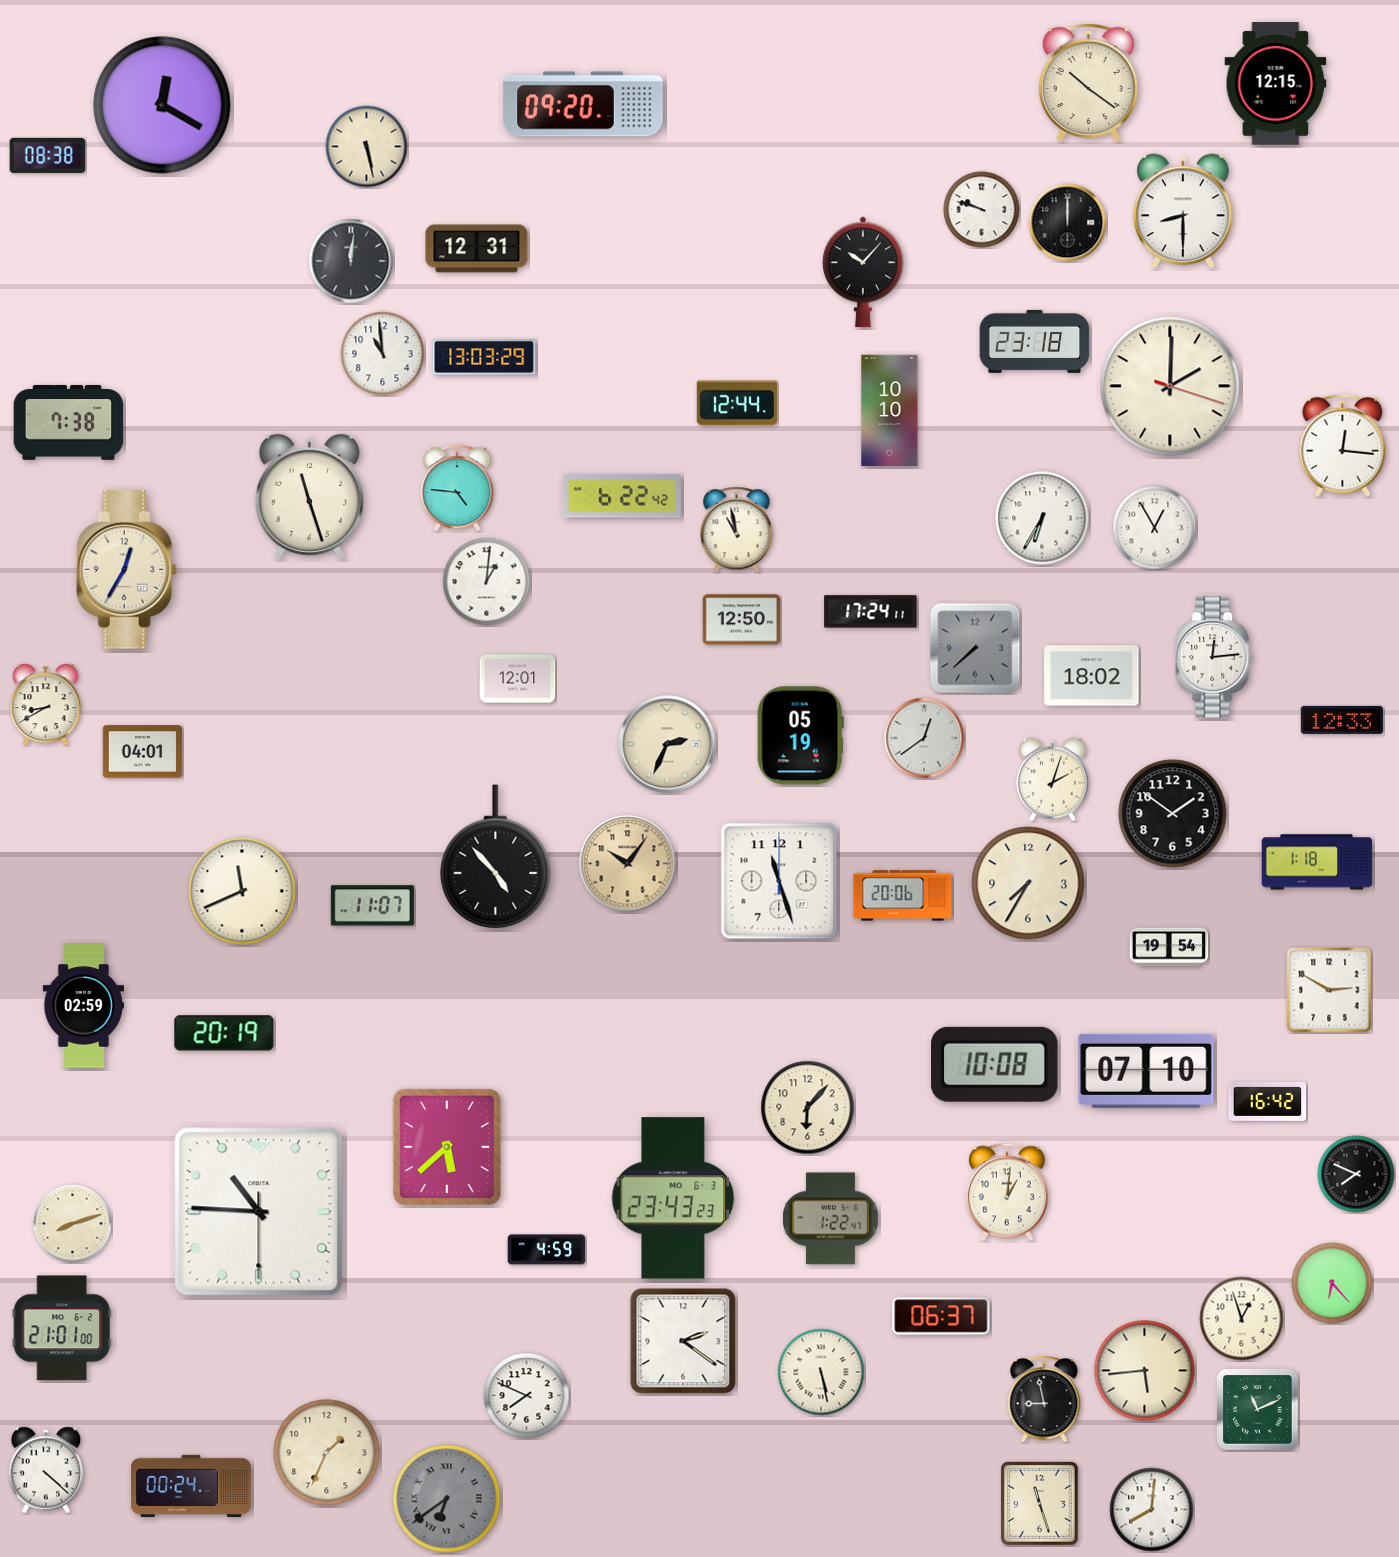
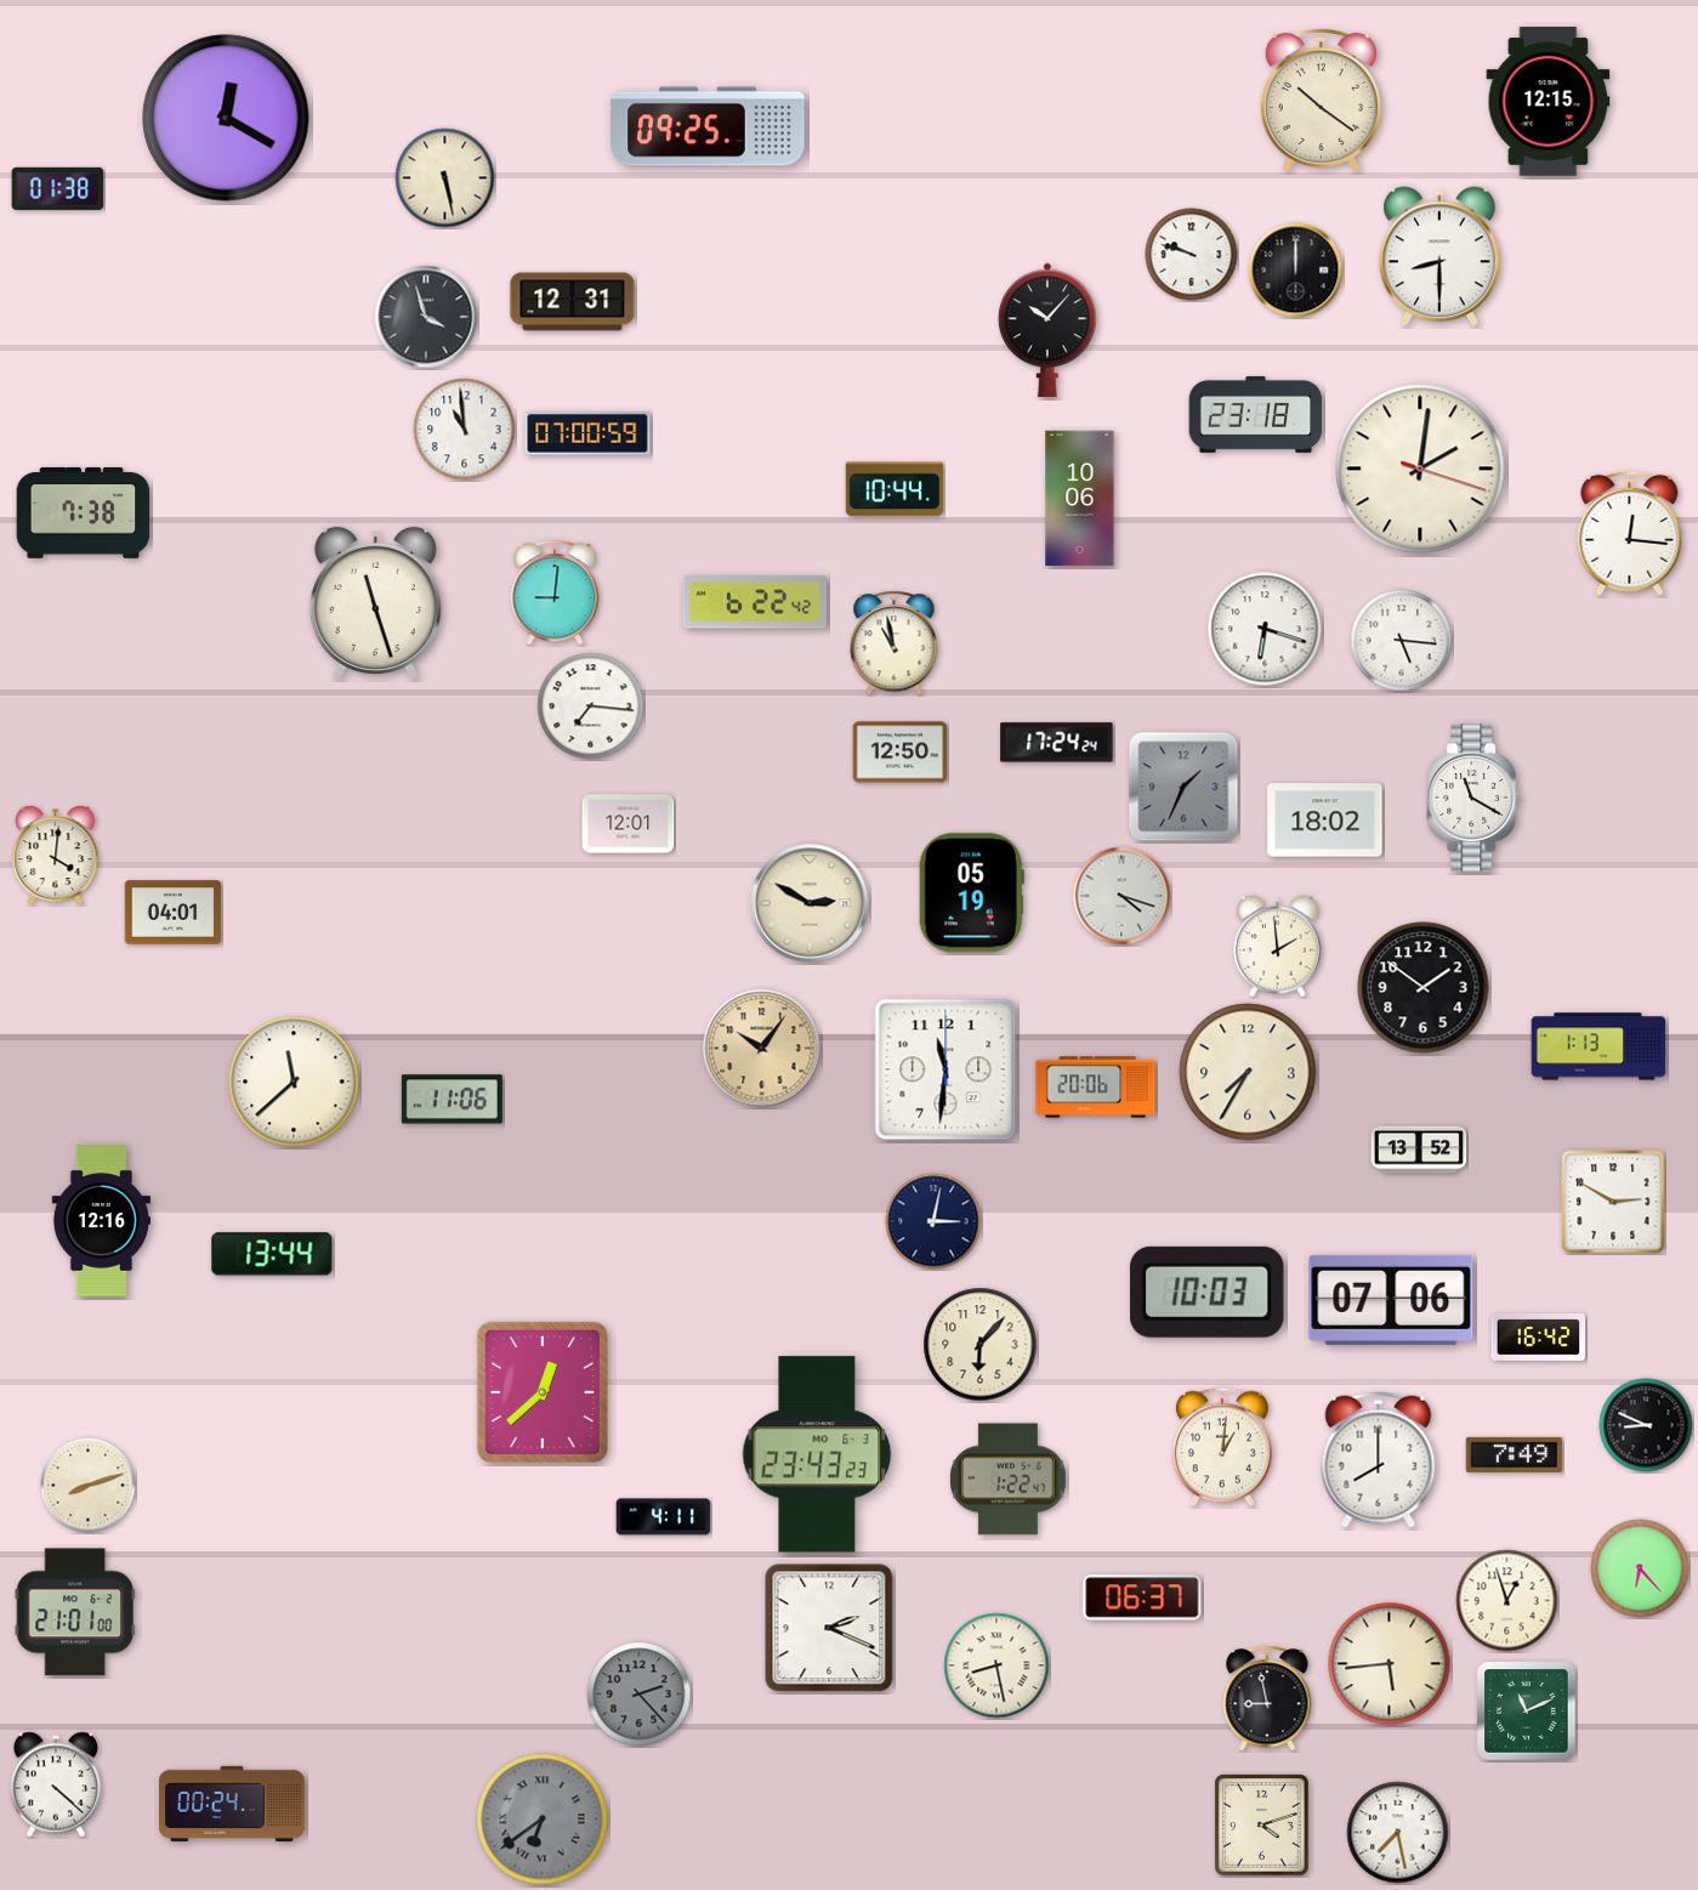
clock at (583, 104): 09:20 -> 09:25
clock at (162, 105) position: (162, 105) -> (226, 118)
clock at (48, 155): 08:38 -> 01:38
clock at (1184, 211) position: (1184, 211) -> (1441, 256)
clock at (477, 249) position: (477, 249) -> (573, 302)
clock at (351, 261): 12:01 -> 3:57
clock at (484, 357): 13:03 -> 07:00
clock at (1170, 386): 2:00 -> 2:01
clock at (736, 403): 12:44 -> 10:44
clock at (890, 411): 10:10 -> 10:06
clock at (1343, 445) position: (1343, 445) -> (1630, 533)
clock at (457, 488): 4:46 -> 9:01
clock at (1042, 518): 6:35 -> 6:18
clock at (1155, 528): 12:55 -> 5:16
clock at (126, 570): 12:35 -> none
clock at (487, 582): 1:01 -> 7:16
clock at (871, 612): 17:24:11 -> 17:24:24
clock at (975, 648): 7:38 -> 1:34
clock at (1215, 658): 12:14 -> 11:20
clock at (46, 705): 8:40 -> 4:01
clock at (1342, 720): 12:33 -> none
clock at (924, 738): 12:39 -> 4:18
clock at (667, 744): 2:34 -> 2:50
clock at (1052, 780): 2:03 -> 1:59
clock at (496, 856): 4:53 -> none
clock at (1317, 862): 1:18 -> 1:13
clock at (779, 881): 11:27 -> 11:31
clock at (242, 891): 11:41 -> 11:38
clock at (372, 906): 11:07 -> 11:06
clock at (1169, 947): 19:54 -> 13:52
clock at (83, 1006): 02:59 -> 12:16
clock at (933, 1221): none -> 3:02
clock at (224, 1033): 20:19 -> 13:44
clock at (995, 1064): 10:08 -> 10:03
clock at (1146, 1071): 07:10 -> 07:06
clock at (447, 1147): 5:38 -> 12:38
clock at (1356, 1174): 7:49 -> 8:49
clock at (1515, 1454): none -> 7:49
clock at (1379, 1460): none -> 8:00
clock at (259, 1212): 10:45 -> none
clock at (547, 1250): 4:59 -> 4:11
clock at (1332, 1283) position: (1332, 1283) -> (1640, 1568)
clock at (683, 1341): 2:21 -> 2:19
clock at (821, 1372): 5:28 -> 8:28
clock at (527, 1396): 7:49 -> 2:23
clock at (527, 1396) dial: white -> grey
clock at (327, 1453): 1:34 -> none
clock at (1040, 1504): 11:27 -> 4:12
clock at (1152, 1510): 8:01 -> 7:28
